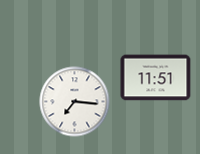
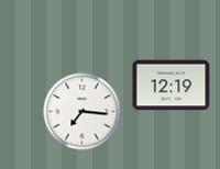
clock at (156, 78): 11:51 -> 12:19
